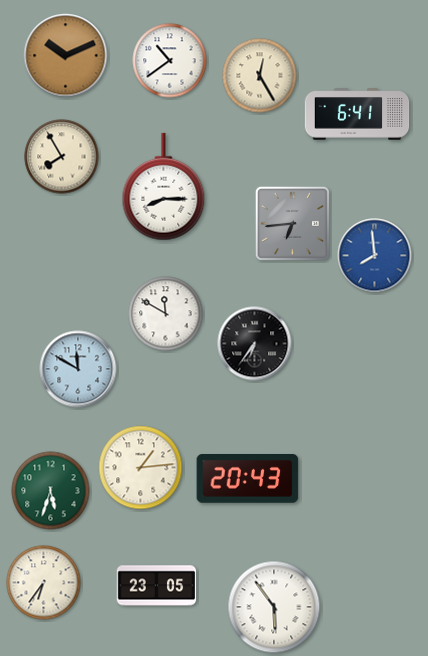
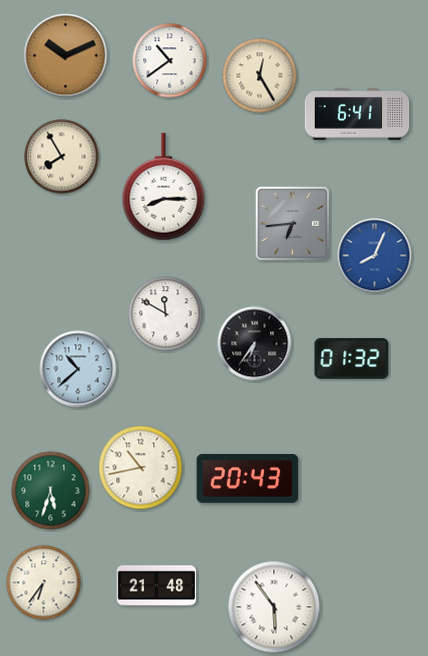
clock at (375, 256): 7:59 -> 8:04
clock at (352, 359): none -> 01:32
clock at (78, 369): 11:50 -> 10:38
clock at (141, 468): 1:14 -> 10:43
clock at (157, 586): 23:05 -> 21:48
